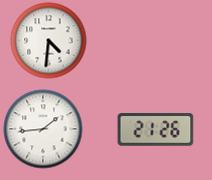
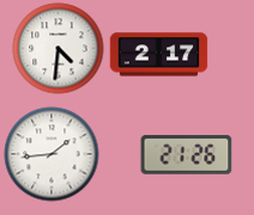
clock at (159, 55): none -> 2:17
